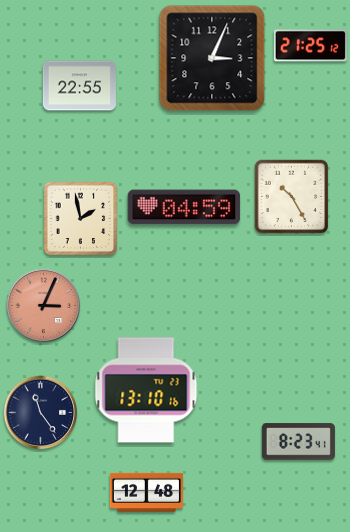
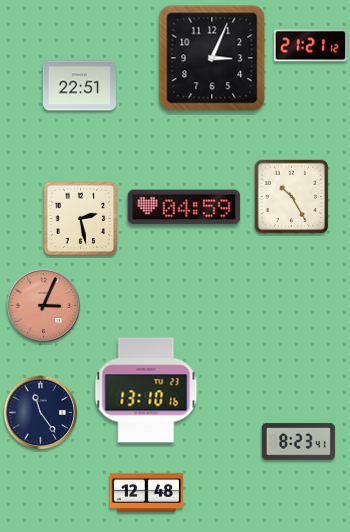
clock at (310, 46): 21:25 -> 21:21
clock at (79, 86): 22:55 -> 22:51
clock at (81, 219): 1:58 -> 2:28
